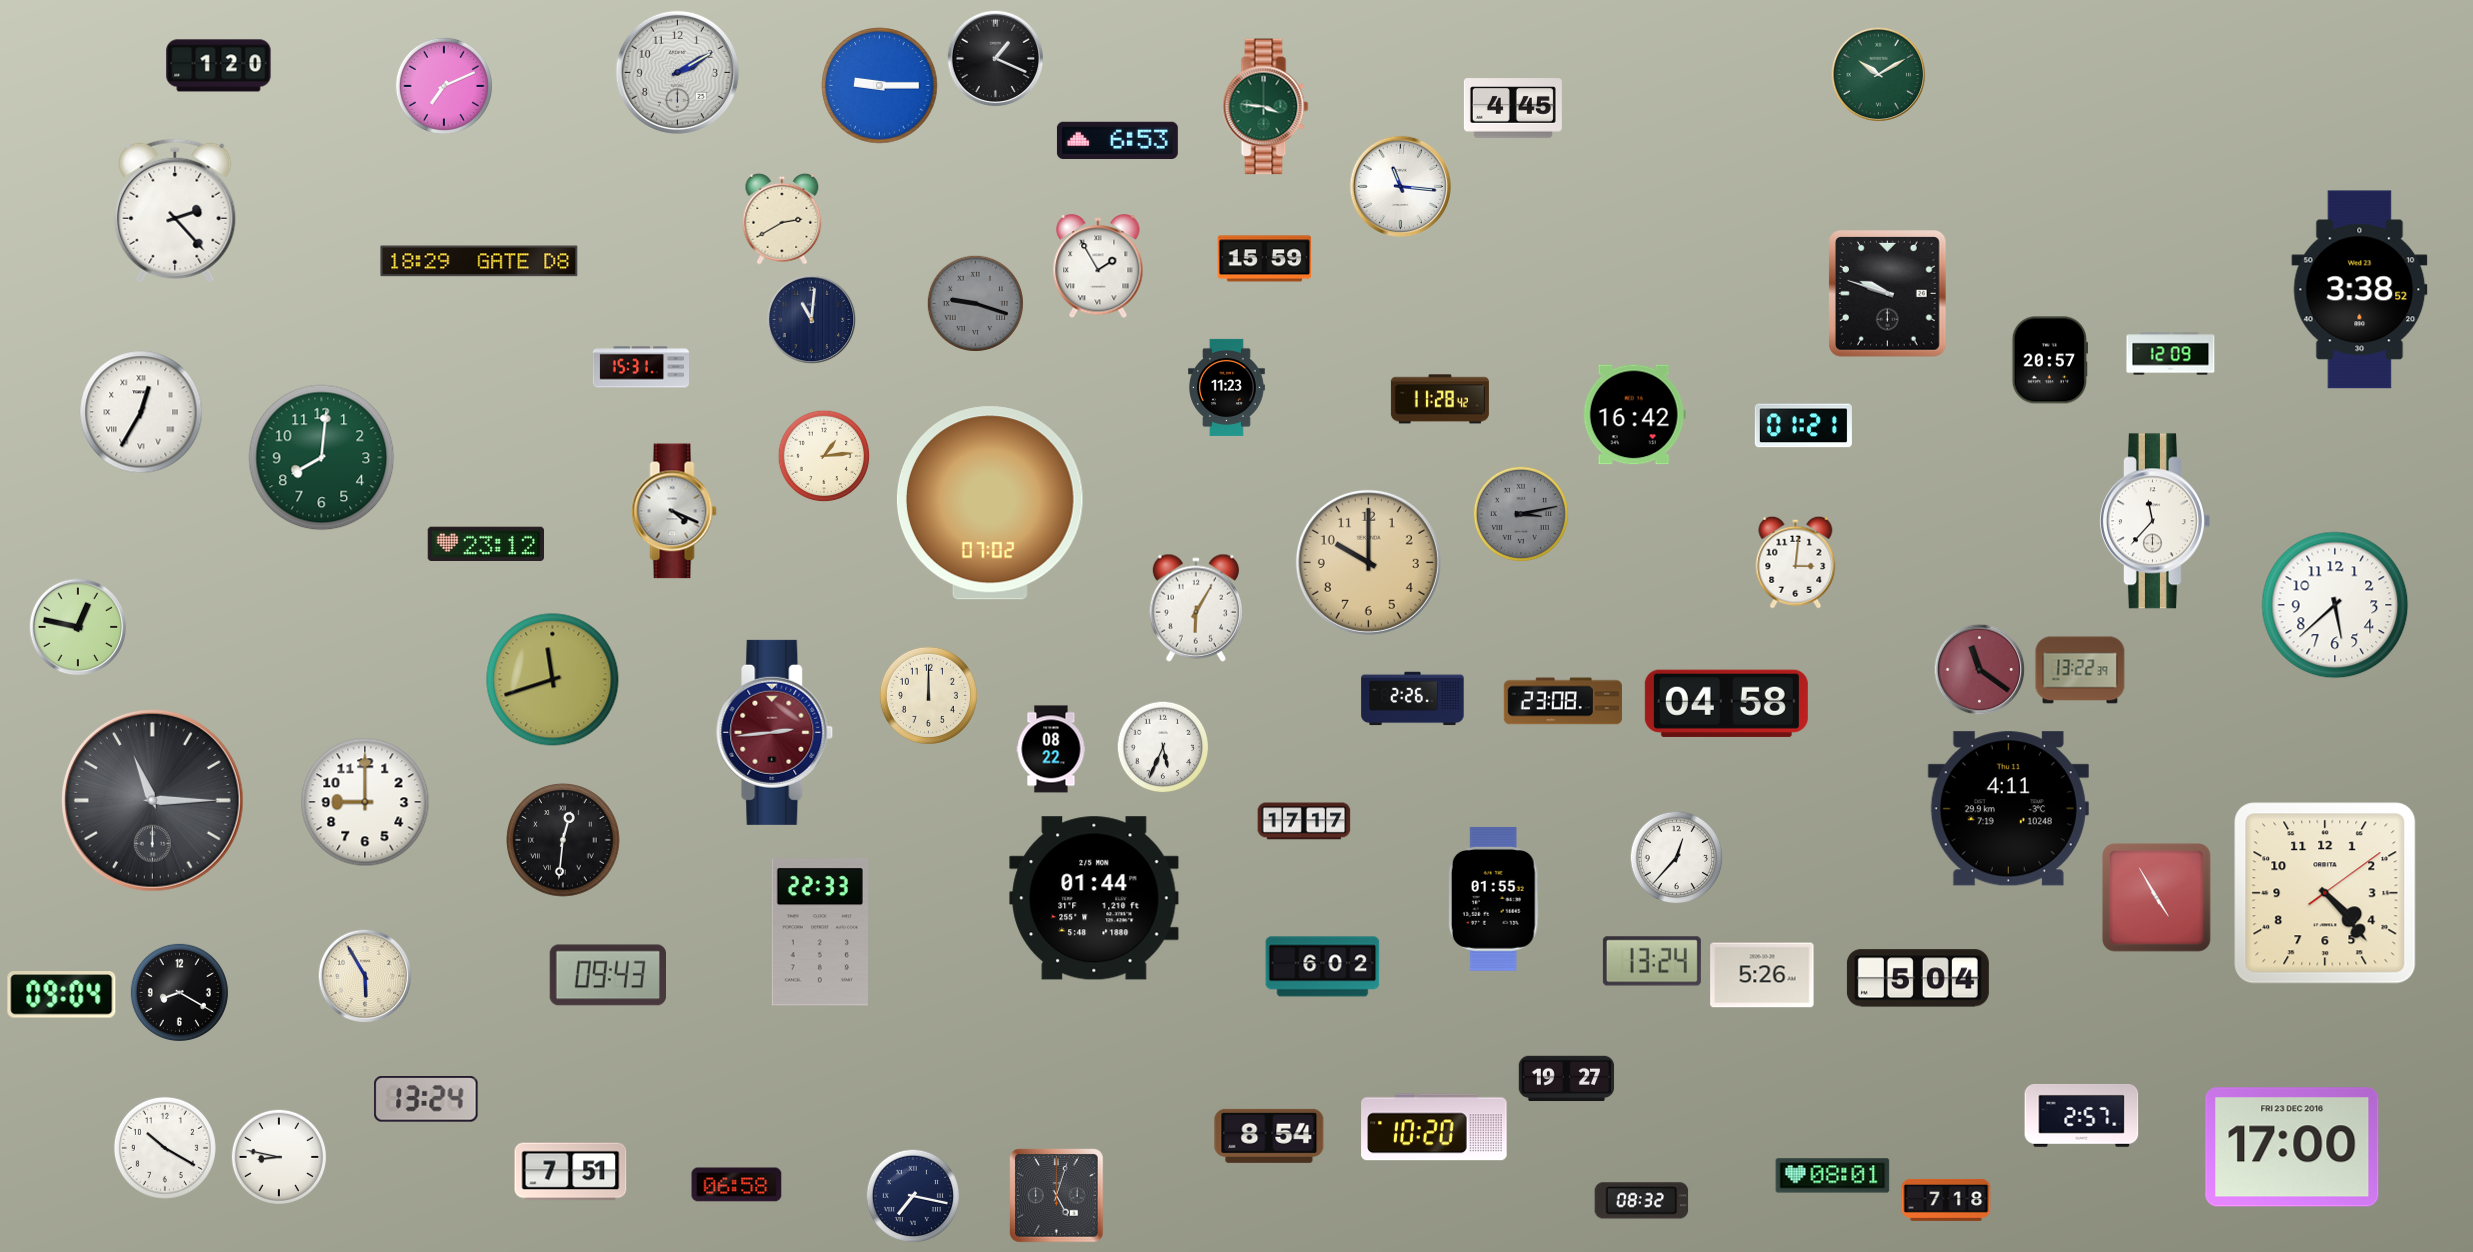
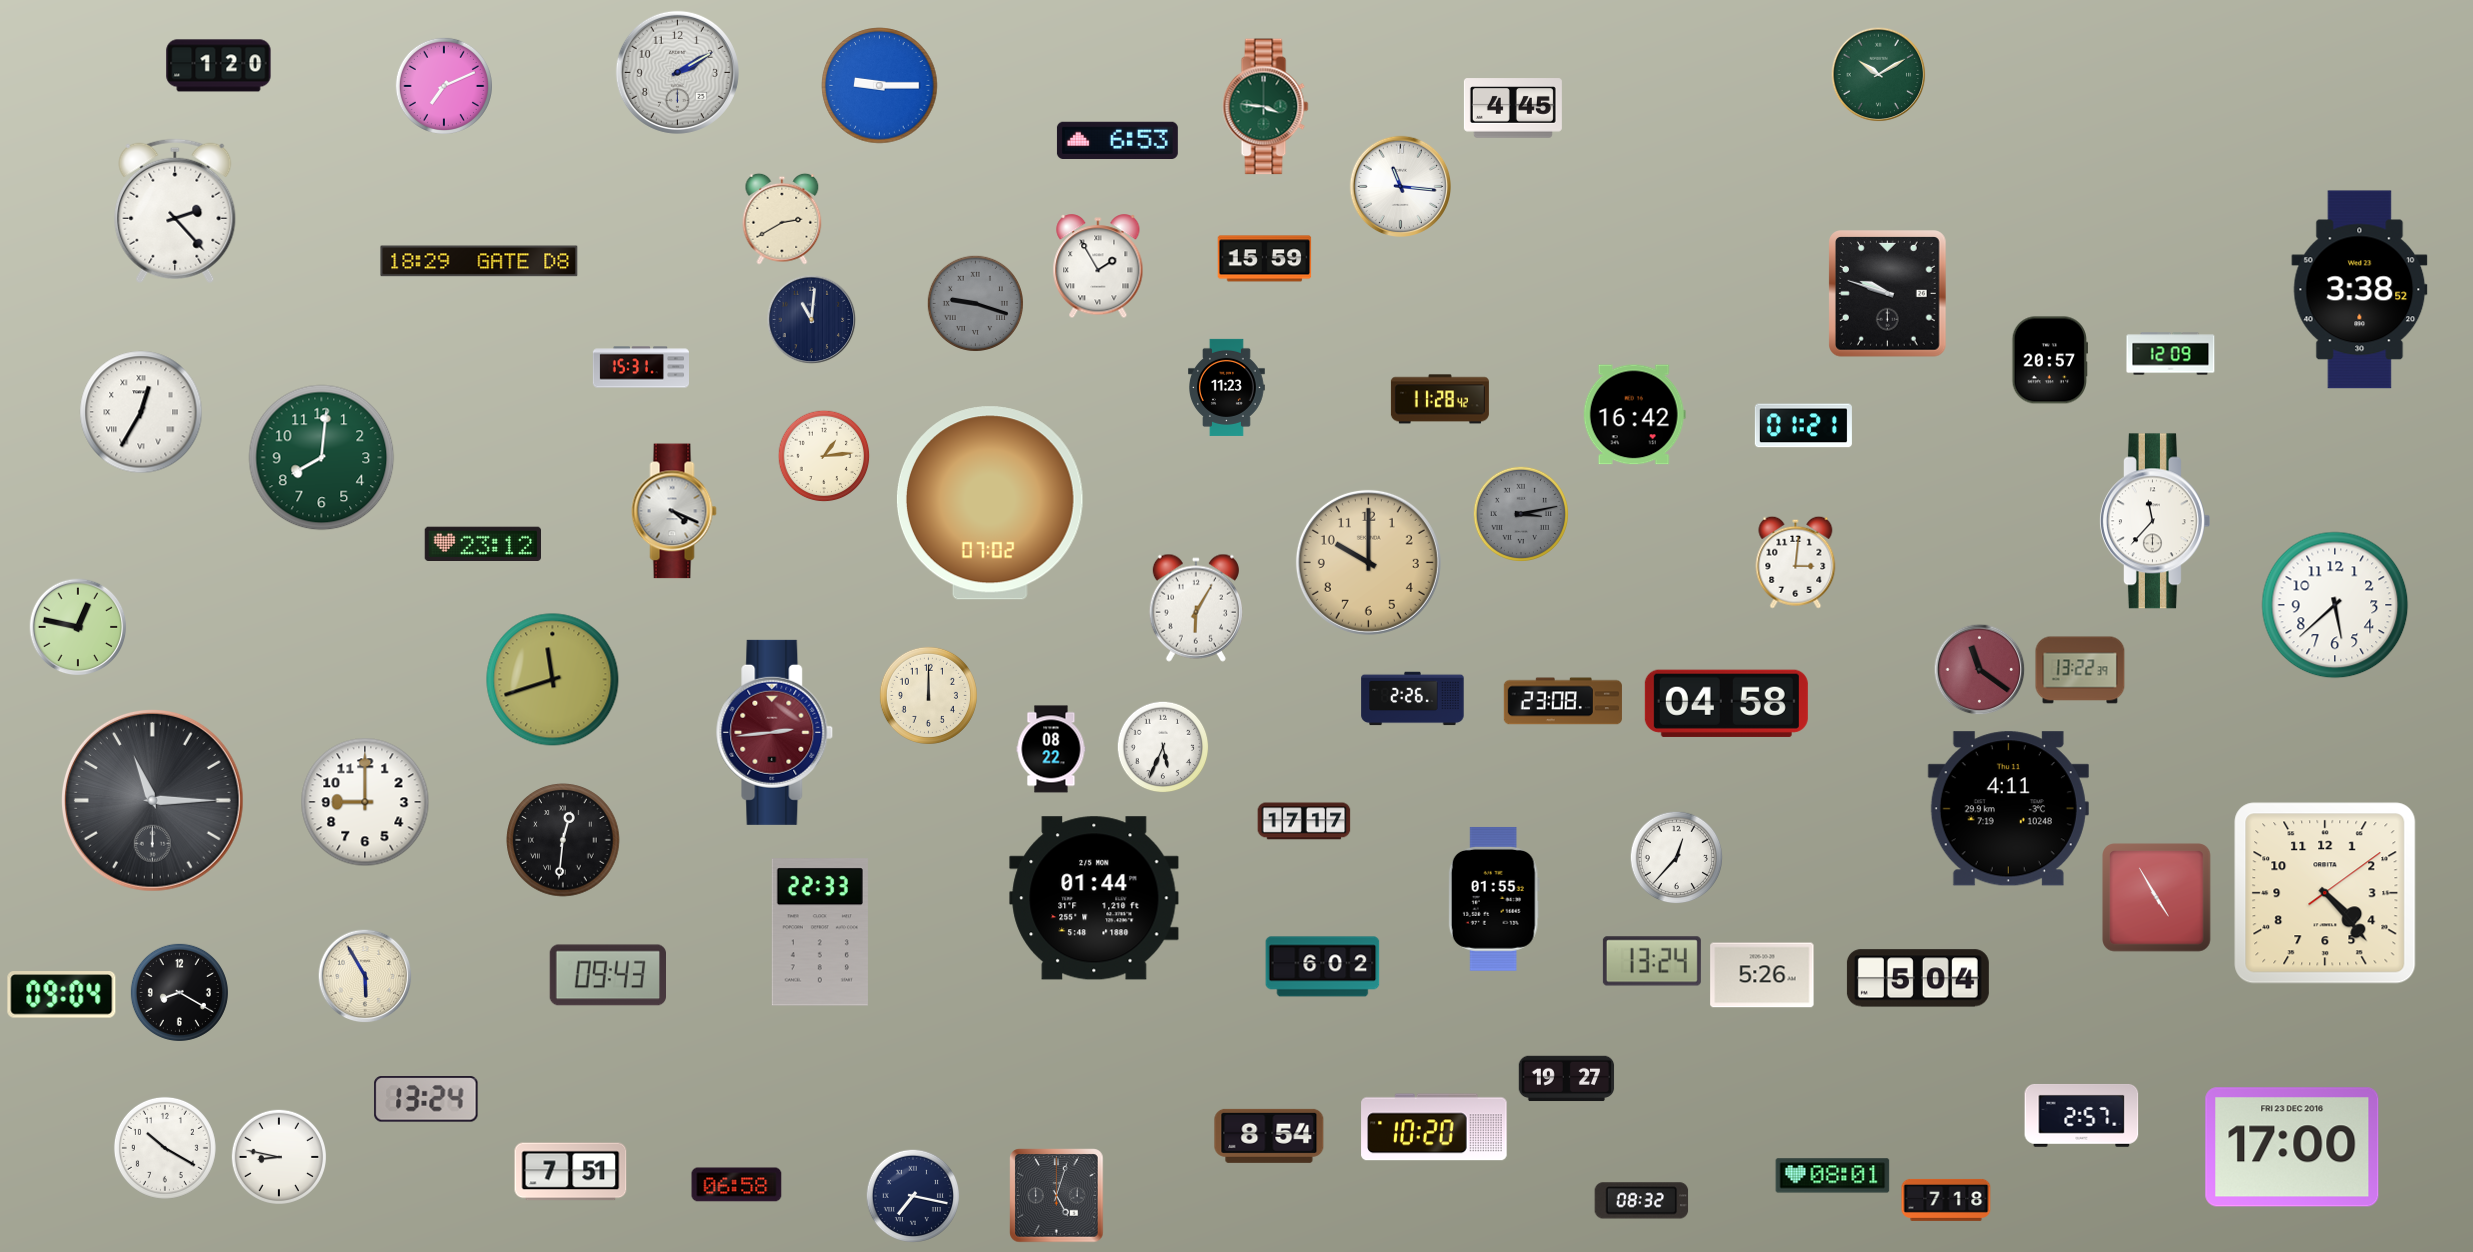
clock at (996, 59): 1:19 -> none
clock at (485, 544) position: (485, 544) -> (482, 544)
